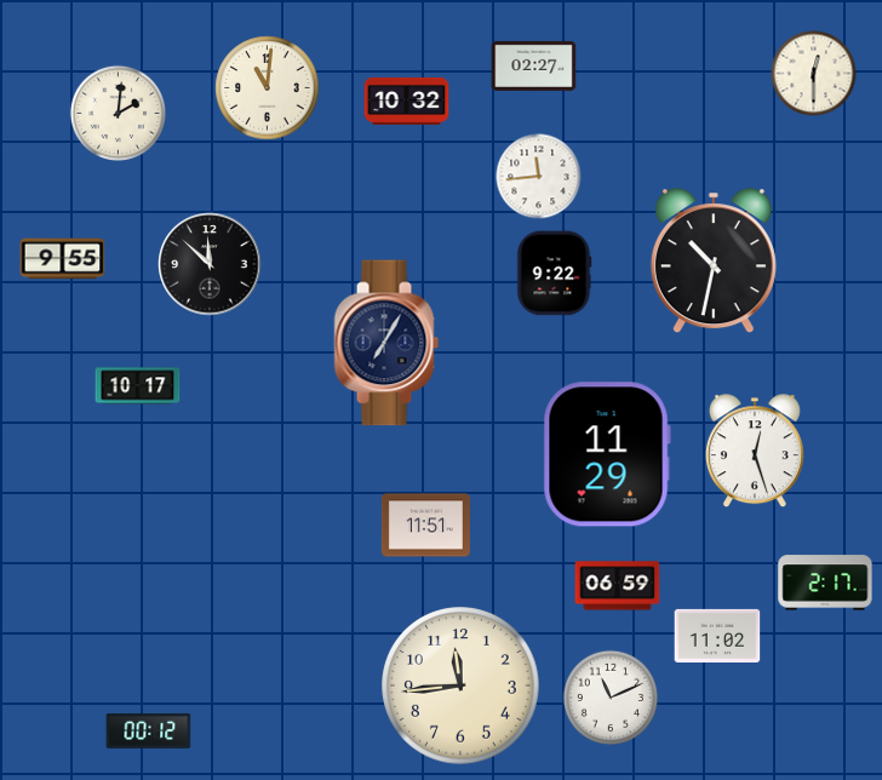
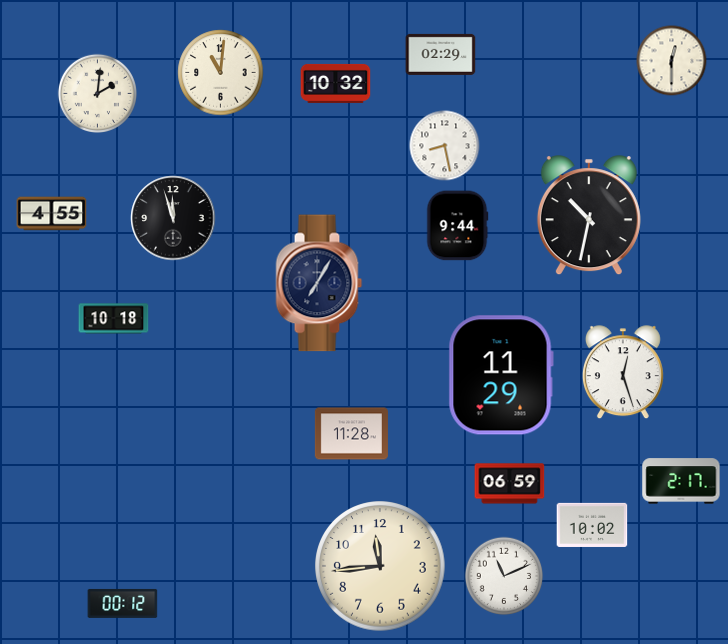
clock at (534, 65): 02:27 -> 02:29
clock at (539, 177): 11:44 -> 8:28
clock at (63, 259): 9:55 -> 4:55
clock at (210, 264): 11:52 -> 11:57
clock at (554, 274): 9:22 -> 9:44
clock at (138, 386): 10:17 -> 10:18
clock at (425, 526): 11:51 -> 11:28
clock at (717, 636): 11:02 -> 10:02
